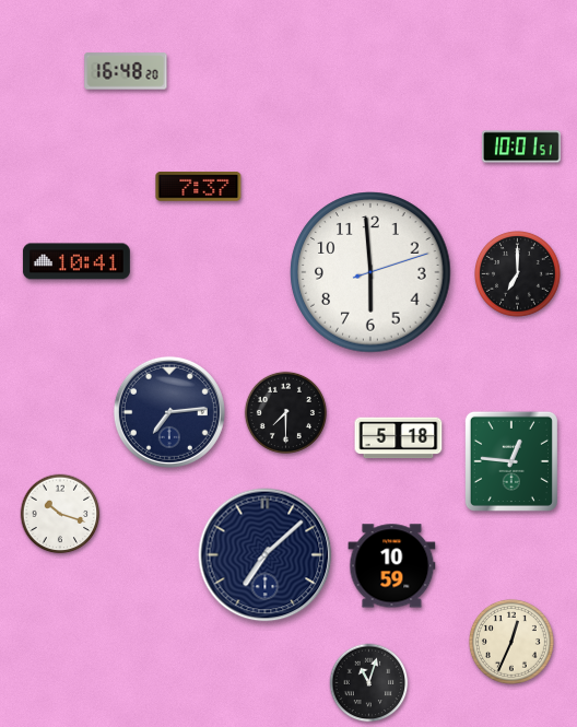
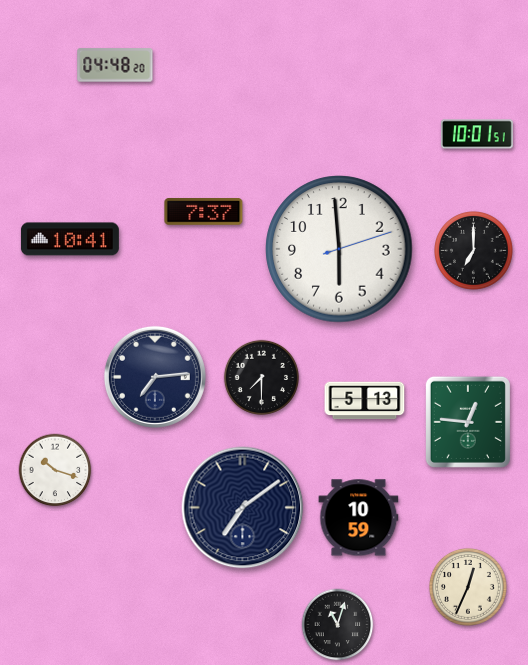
clock at (126, 71): 16:48 -> 04:48
clock at (199, 187) position: (199, 187) -> (204, 212)
clock at (399, 438): 5:18 -> 5:13
clock at (266, 555): 7:08 -> 7:09
